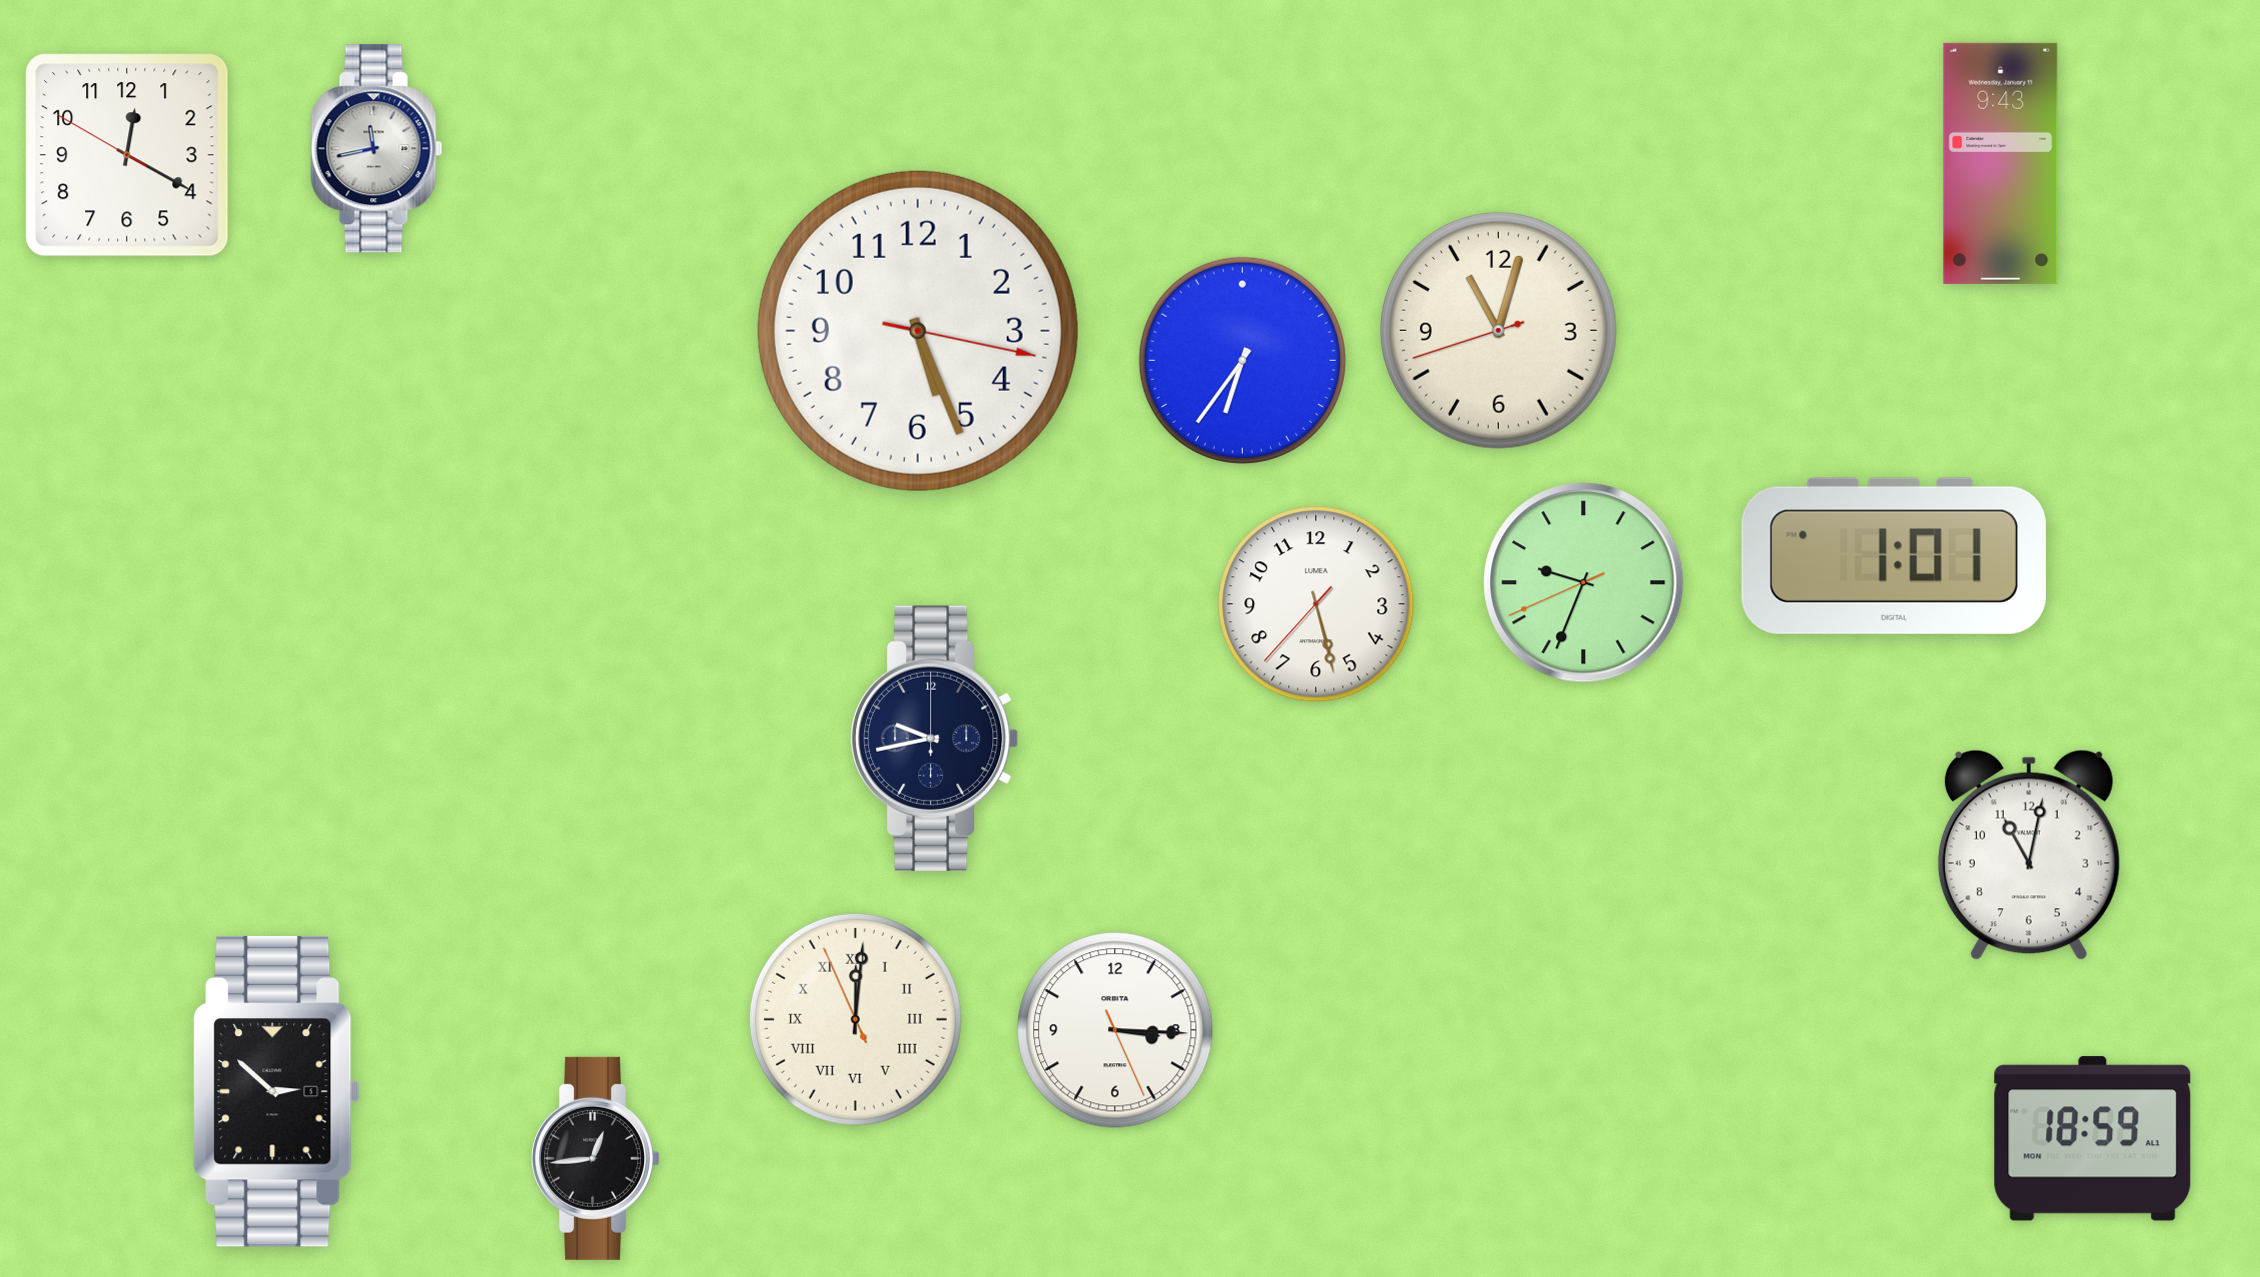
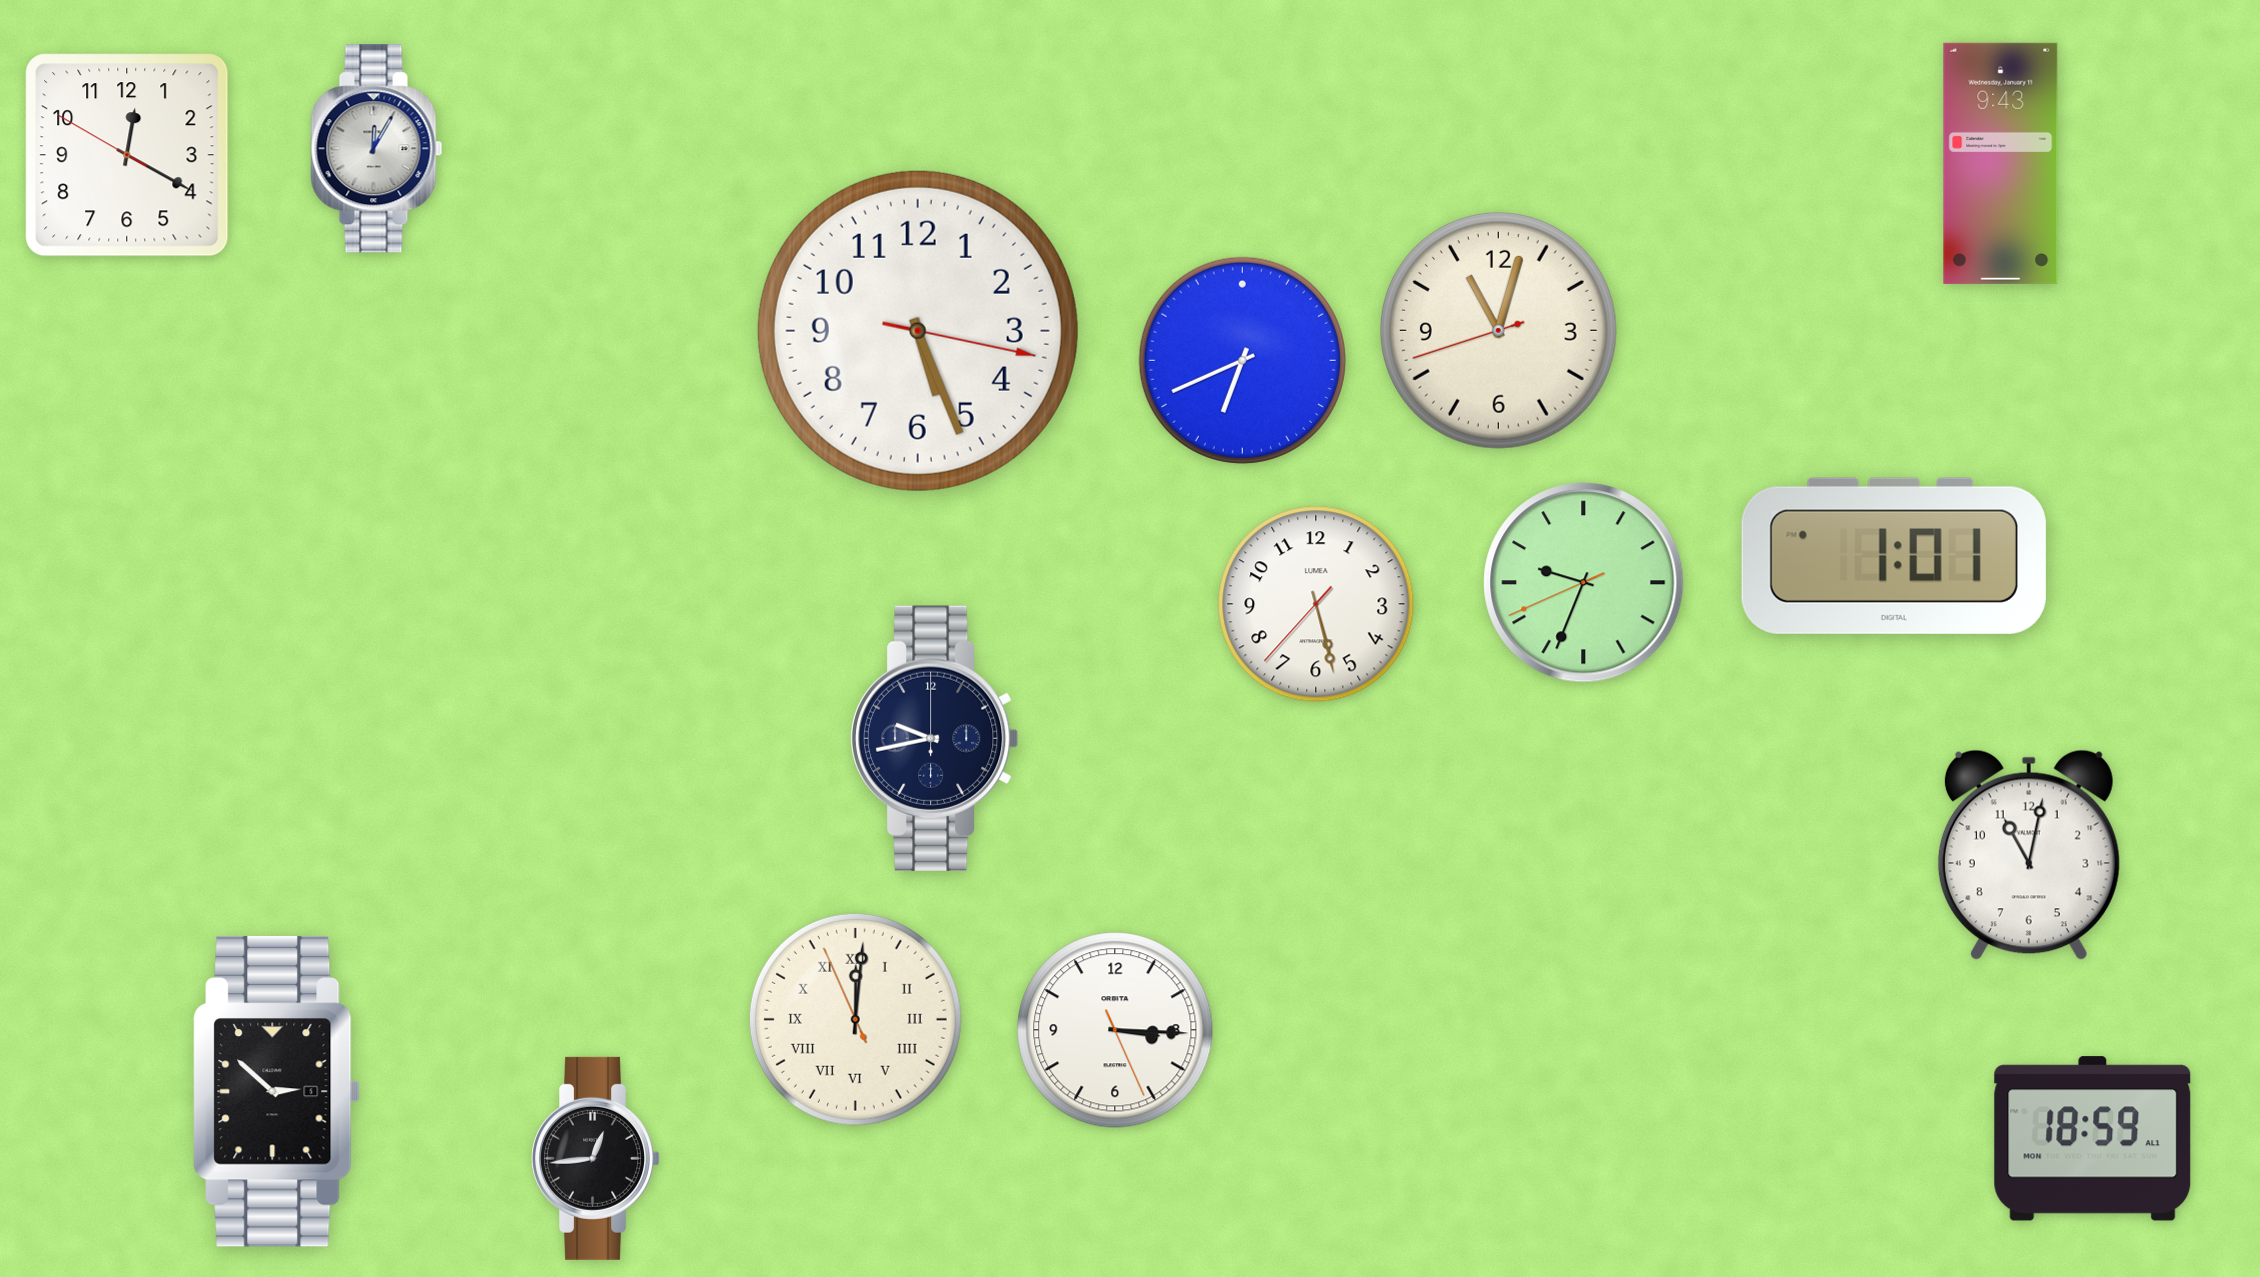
clock at (377, 149): 11:43 -> 12:05
clock at (1242, 360): 6:36 -> 6:41
